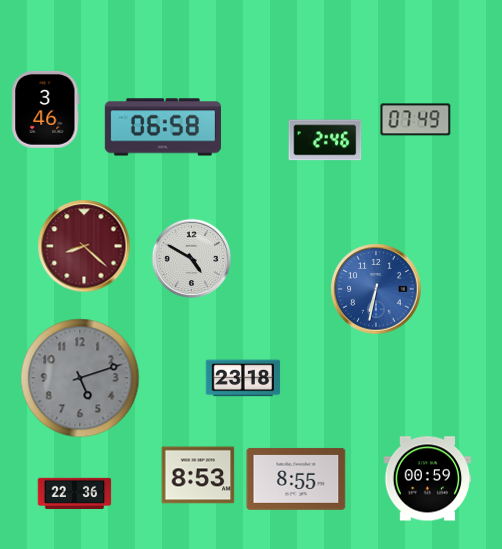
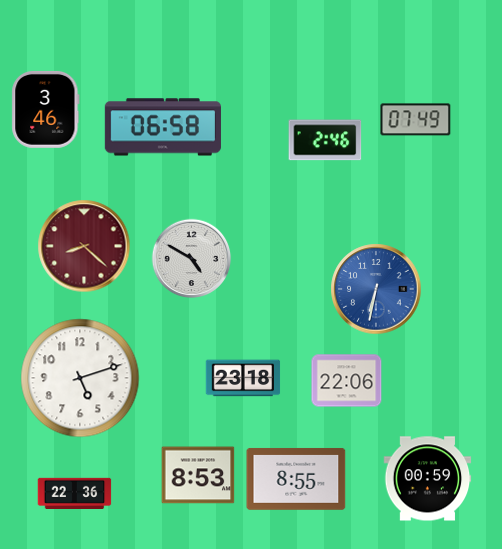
clock at (80, 378) dial: grey -> white
clock at (347, 381): none -> 22:06
